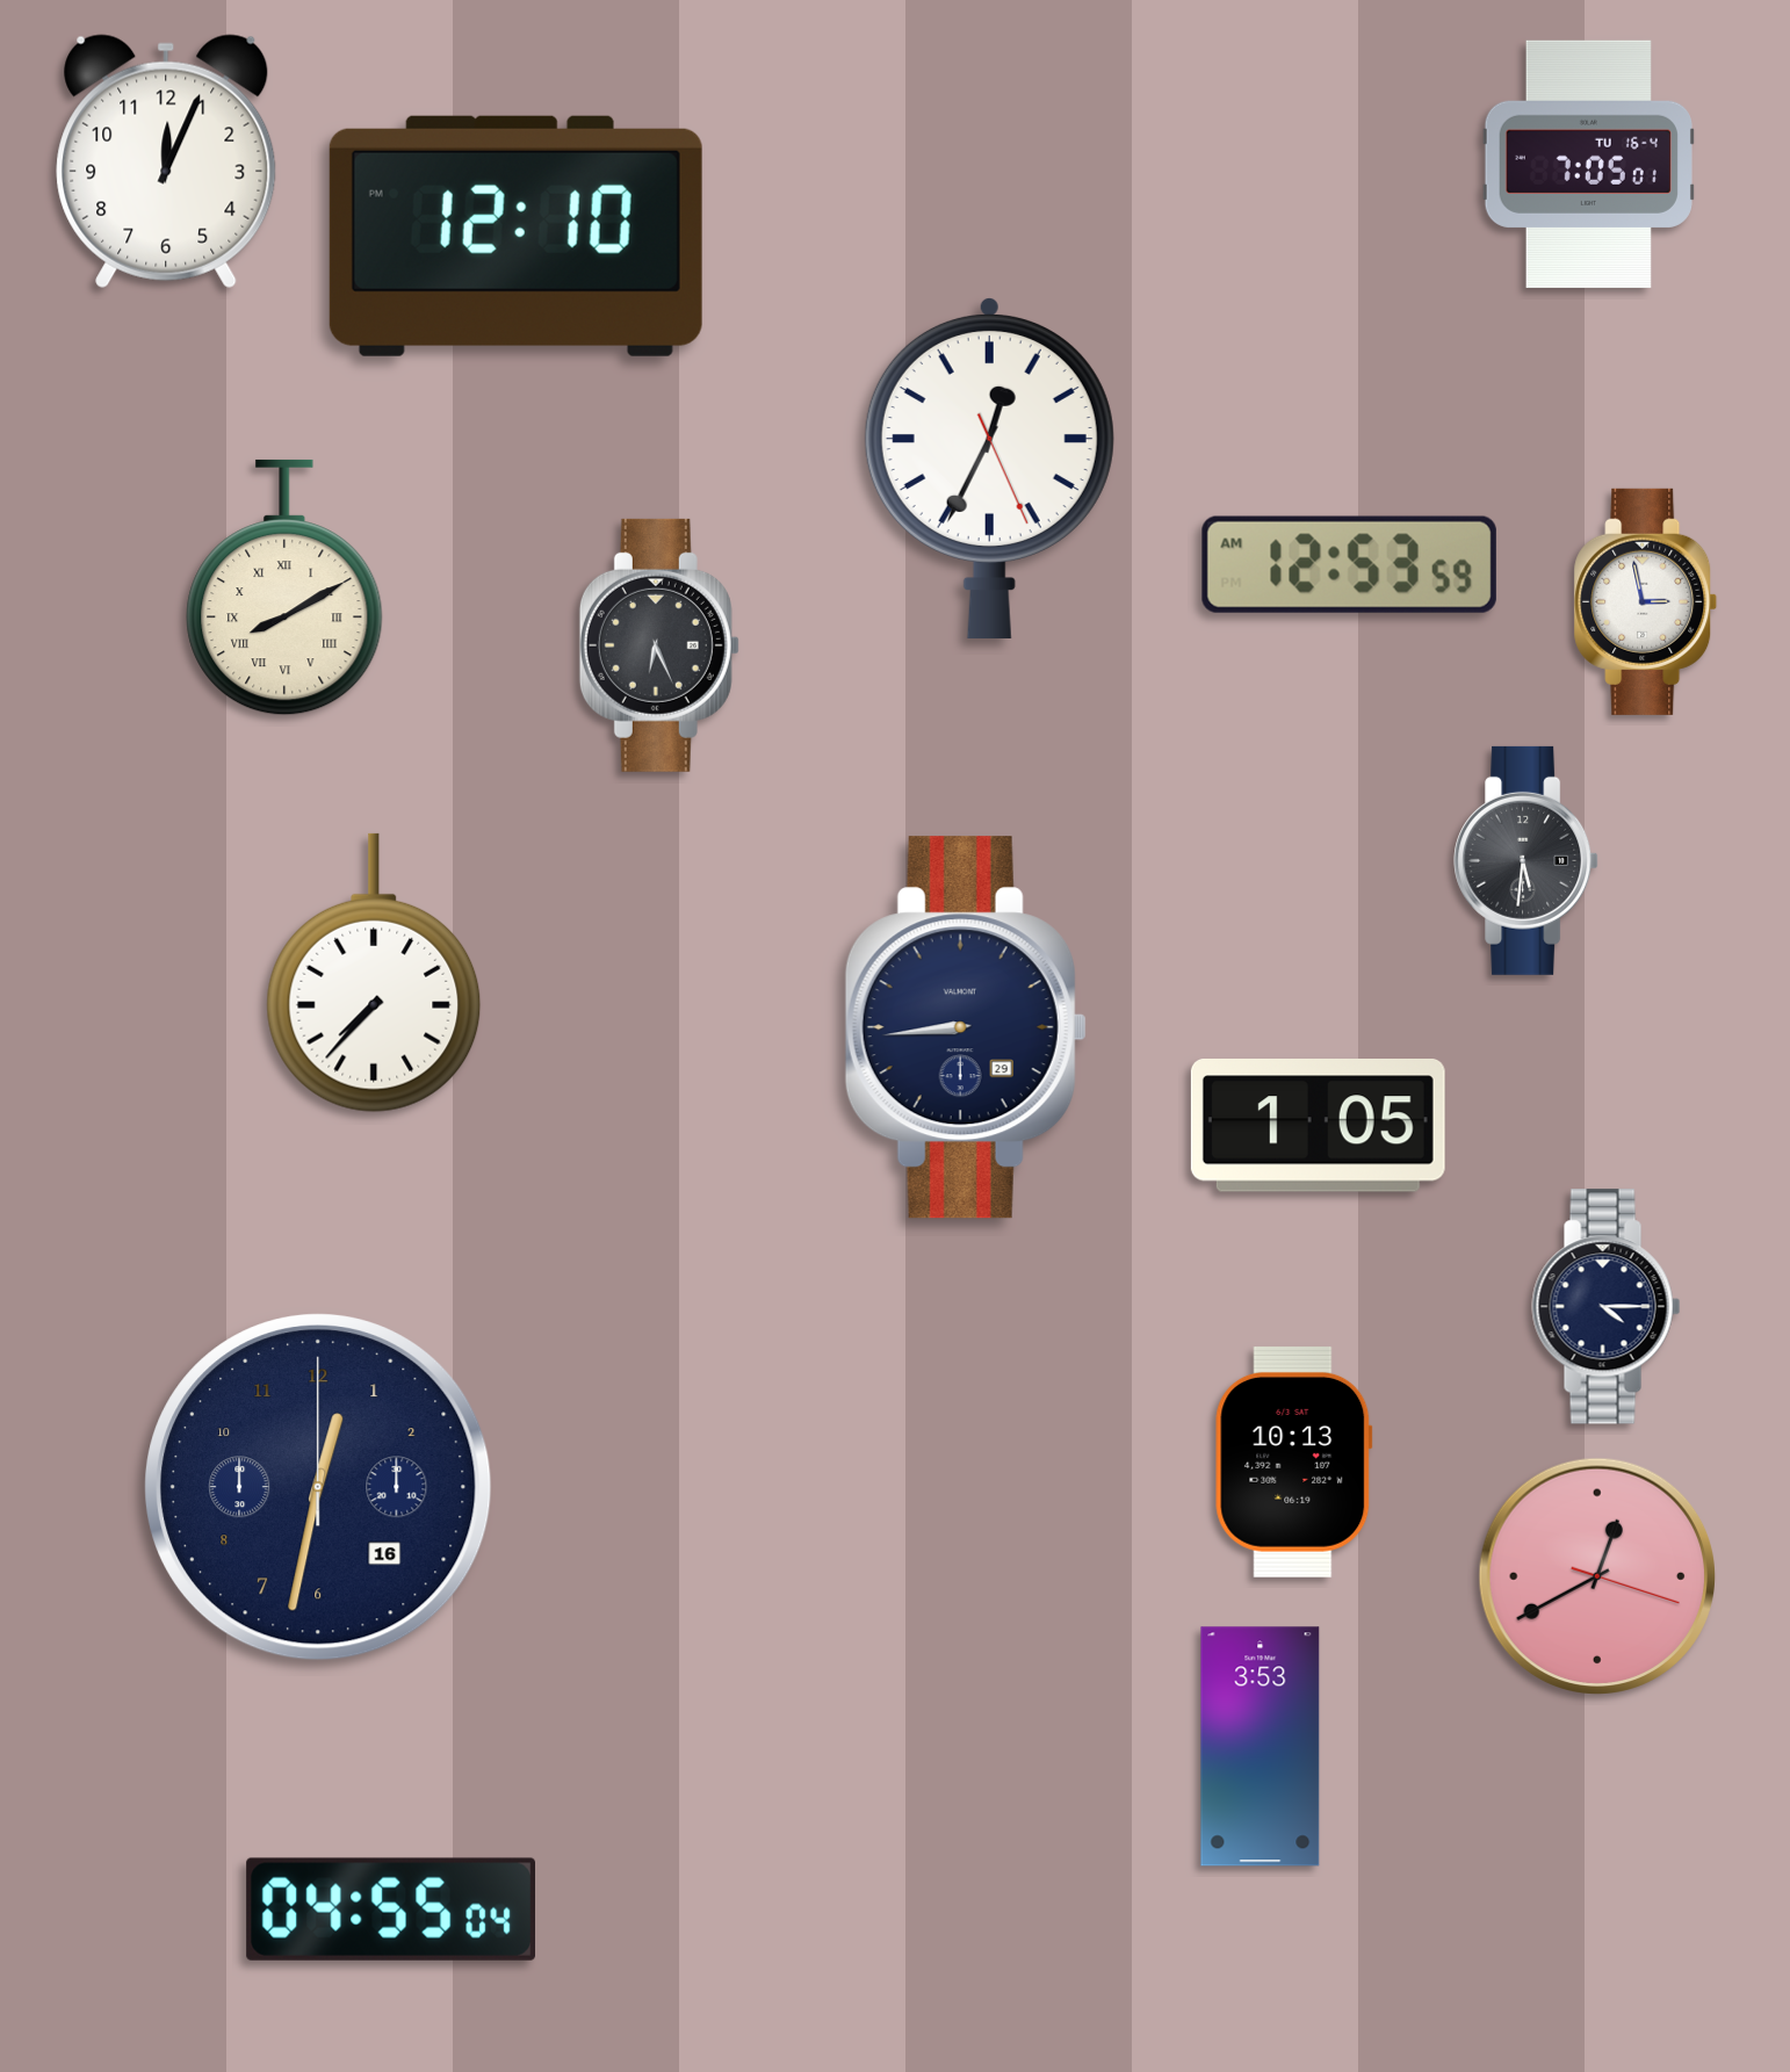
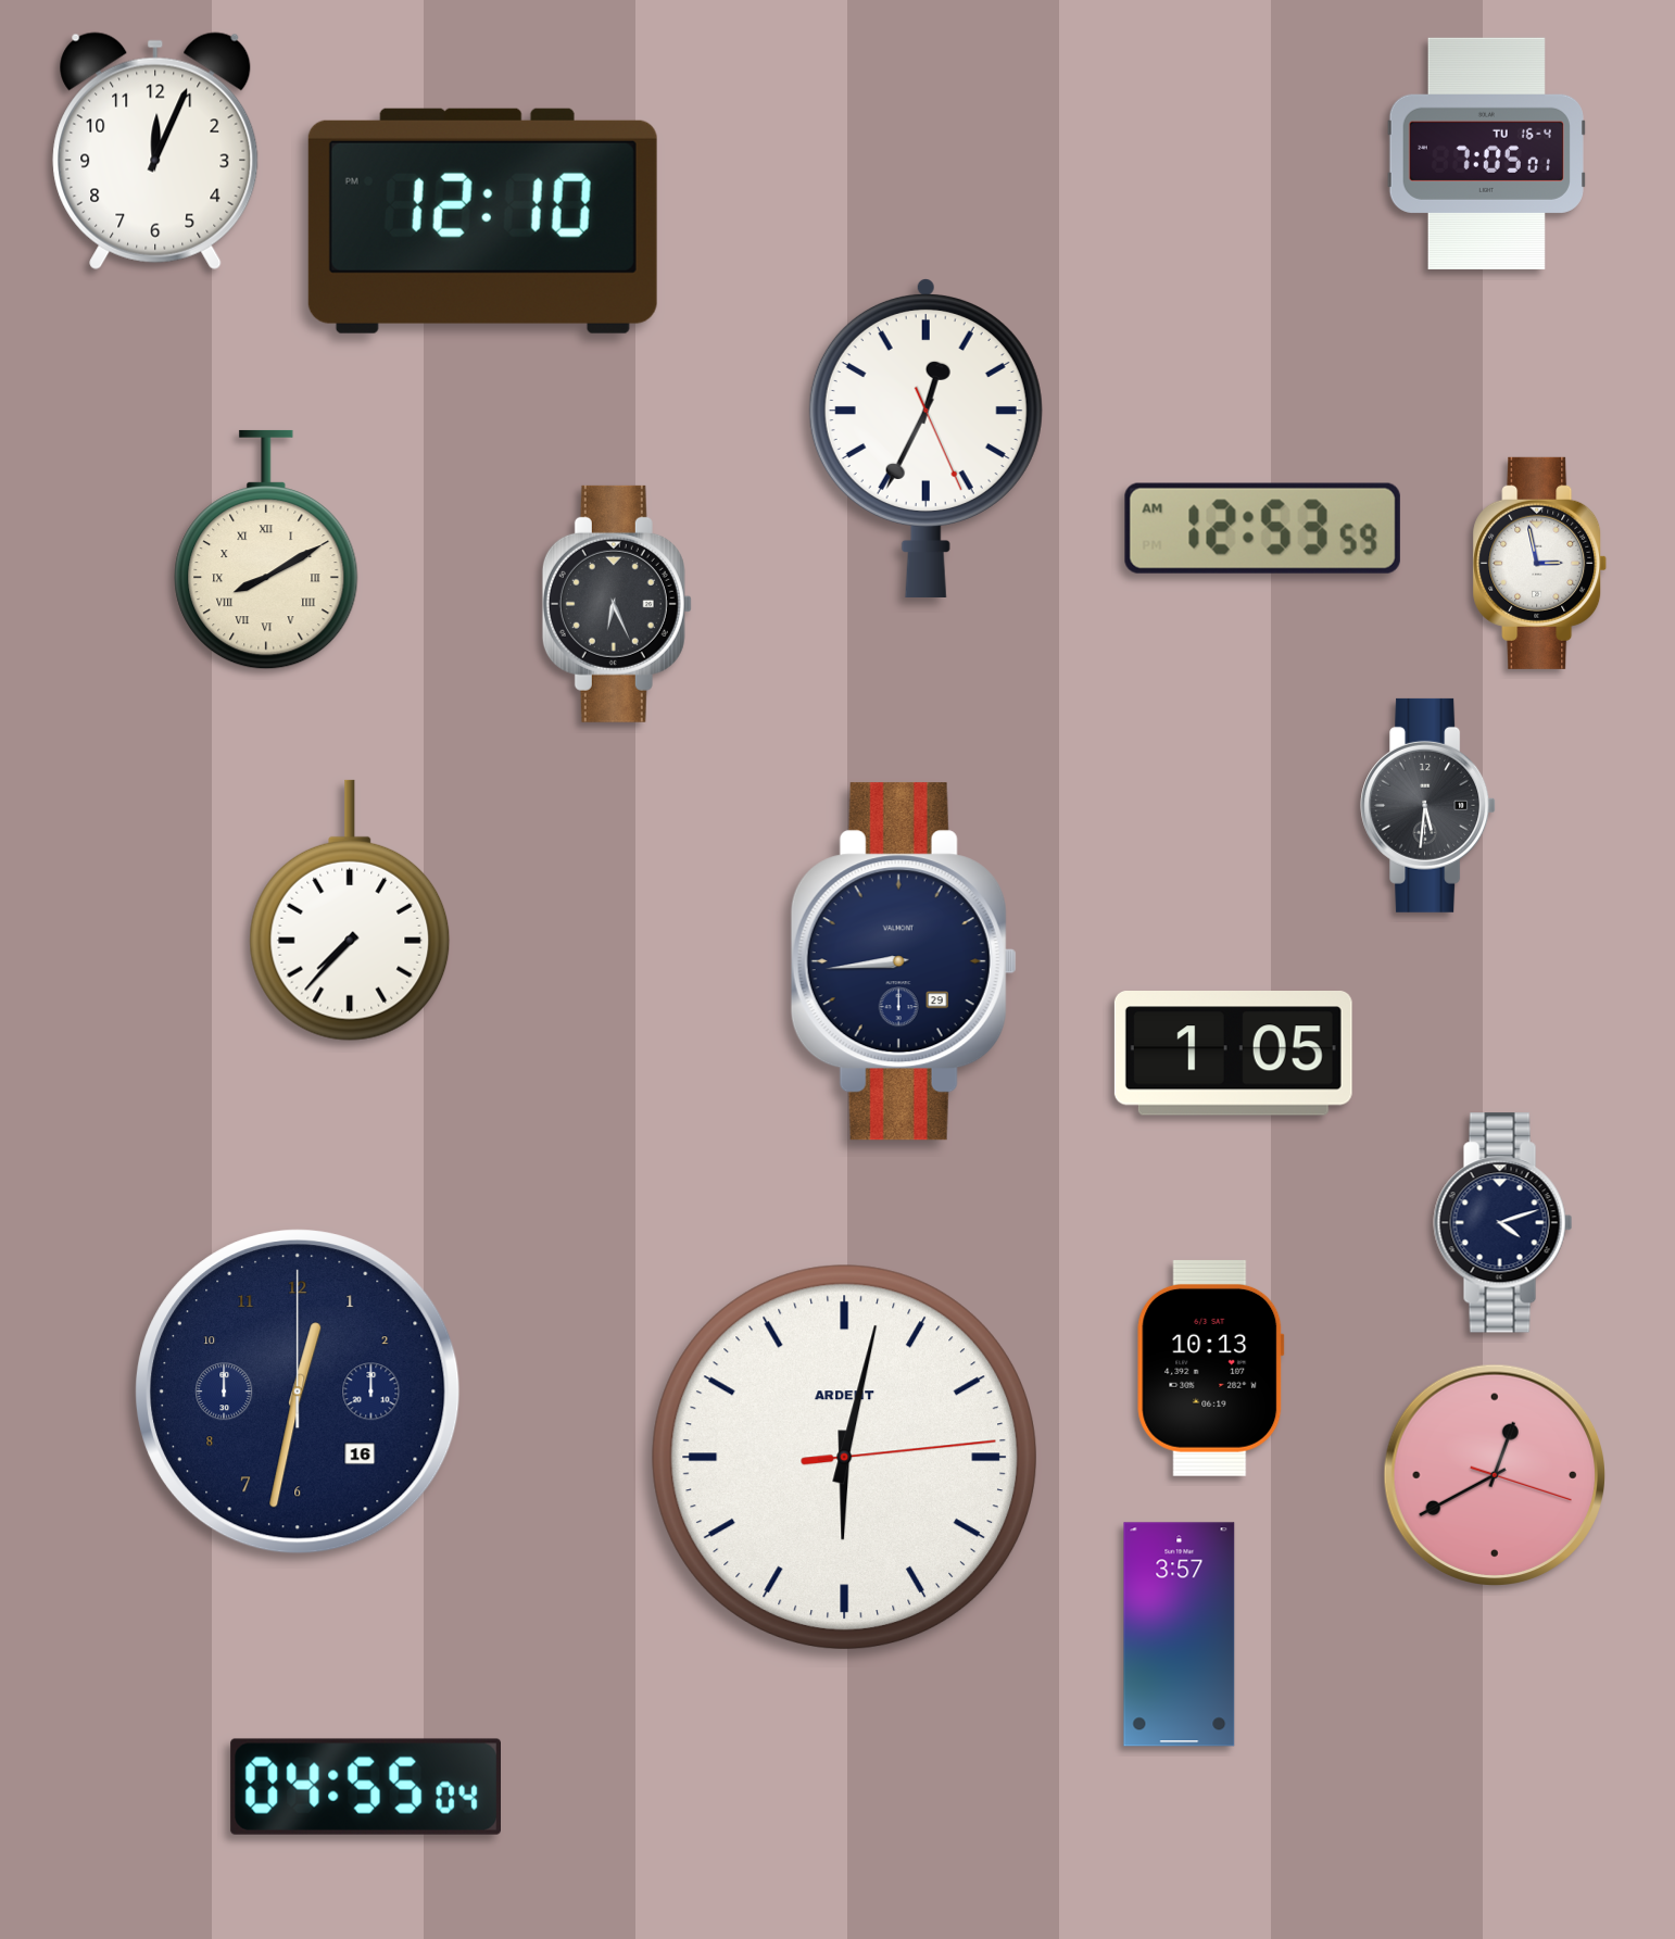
clock at (1607, 1307): 4:15 -> 4:12
clock at (844, 1457): none -> 6:02
clock at (1261, 1747): 3:53 -> 3:57
